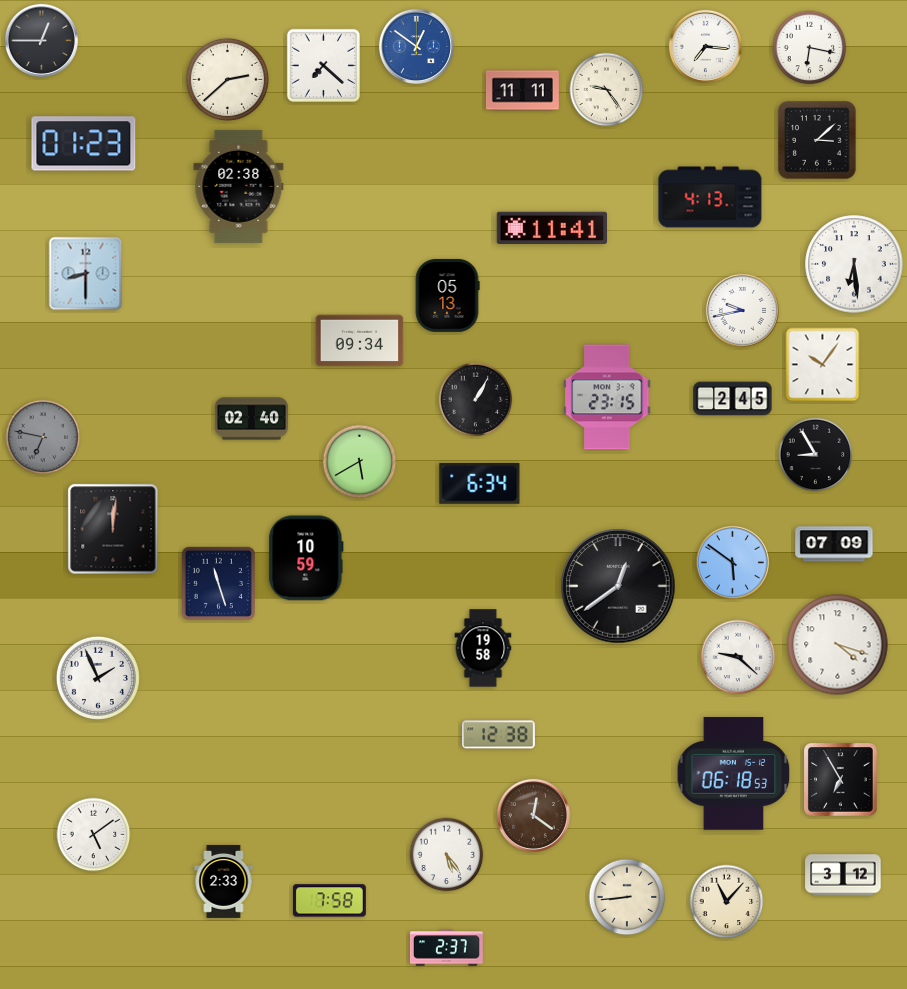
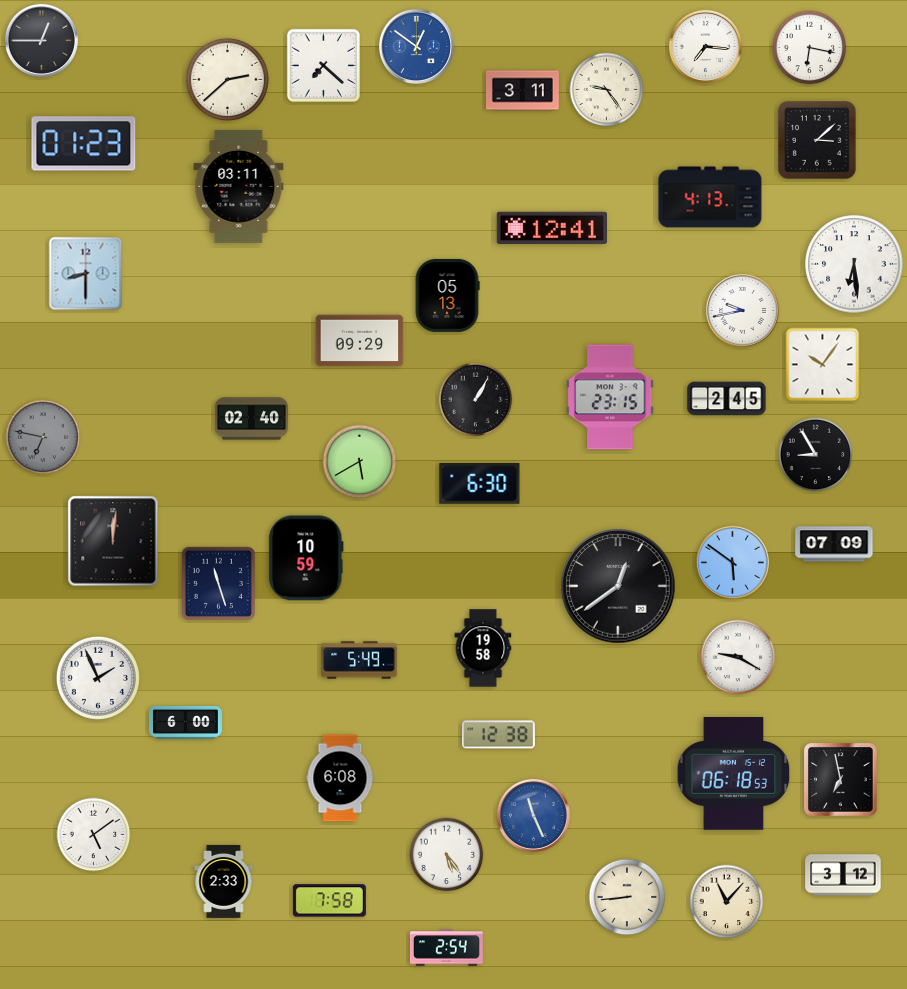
clock at (522, 91): 11:11 -> 3:11
clock at (239, 186): 02:38 -> 03:11
clock at (551, 228): 11:41 -> 12:41
clock at (360, 341): 09:34 -> 09:29
clock at (607, 397) position: (607, 397) -> (610, 397)
clock at (733, 399) position: (733, 399) -> (727, 399)
clock at (480, 484): 6:34 -> 6:30
clock at (113, 529) position: (113, 529) -> (113, 541)
clock at (838, 645): 4:18 -> none
clock at (738, 657): 9:22 -> 9:20
clock at (359, 660): none -> 5:49
clock at (186, 722): none -> 6:00
clock at (340, 778): none -> 6:08
clock at (841, 780): 6:55 -> 6:58
clock at (533, 815): 12:21 -> 11:26
clock at (533, 815) dial: brown -> blue
clock at (447, 948): 2:37 -> 2:54
